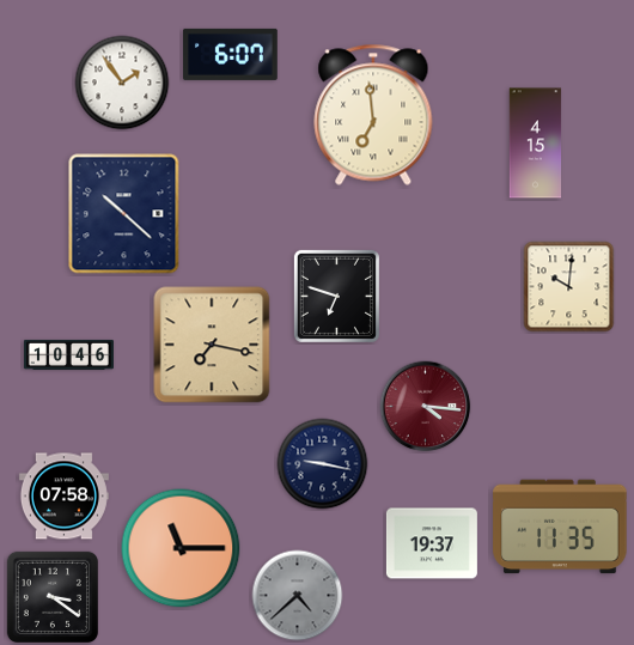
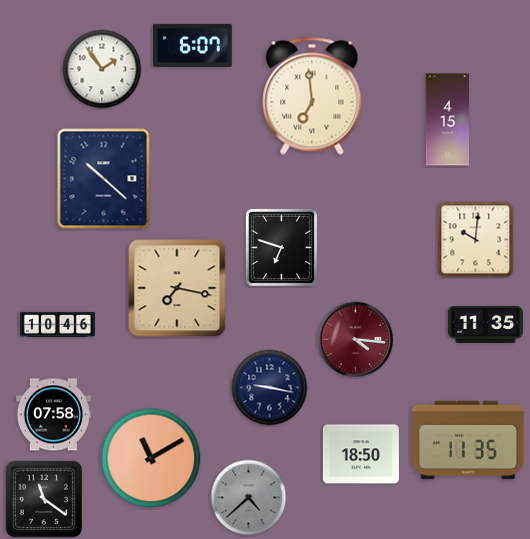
clock at (68, 354) position: (68, 354) -> (57, 324)
clock at (485, 324): none -> 11:35
clock at (432, 543): 19:37 -> 18:50
clock at (181, 548): 11:15 -> 11:10
clock at (51, 596): 3:21 -> 11:21
